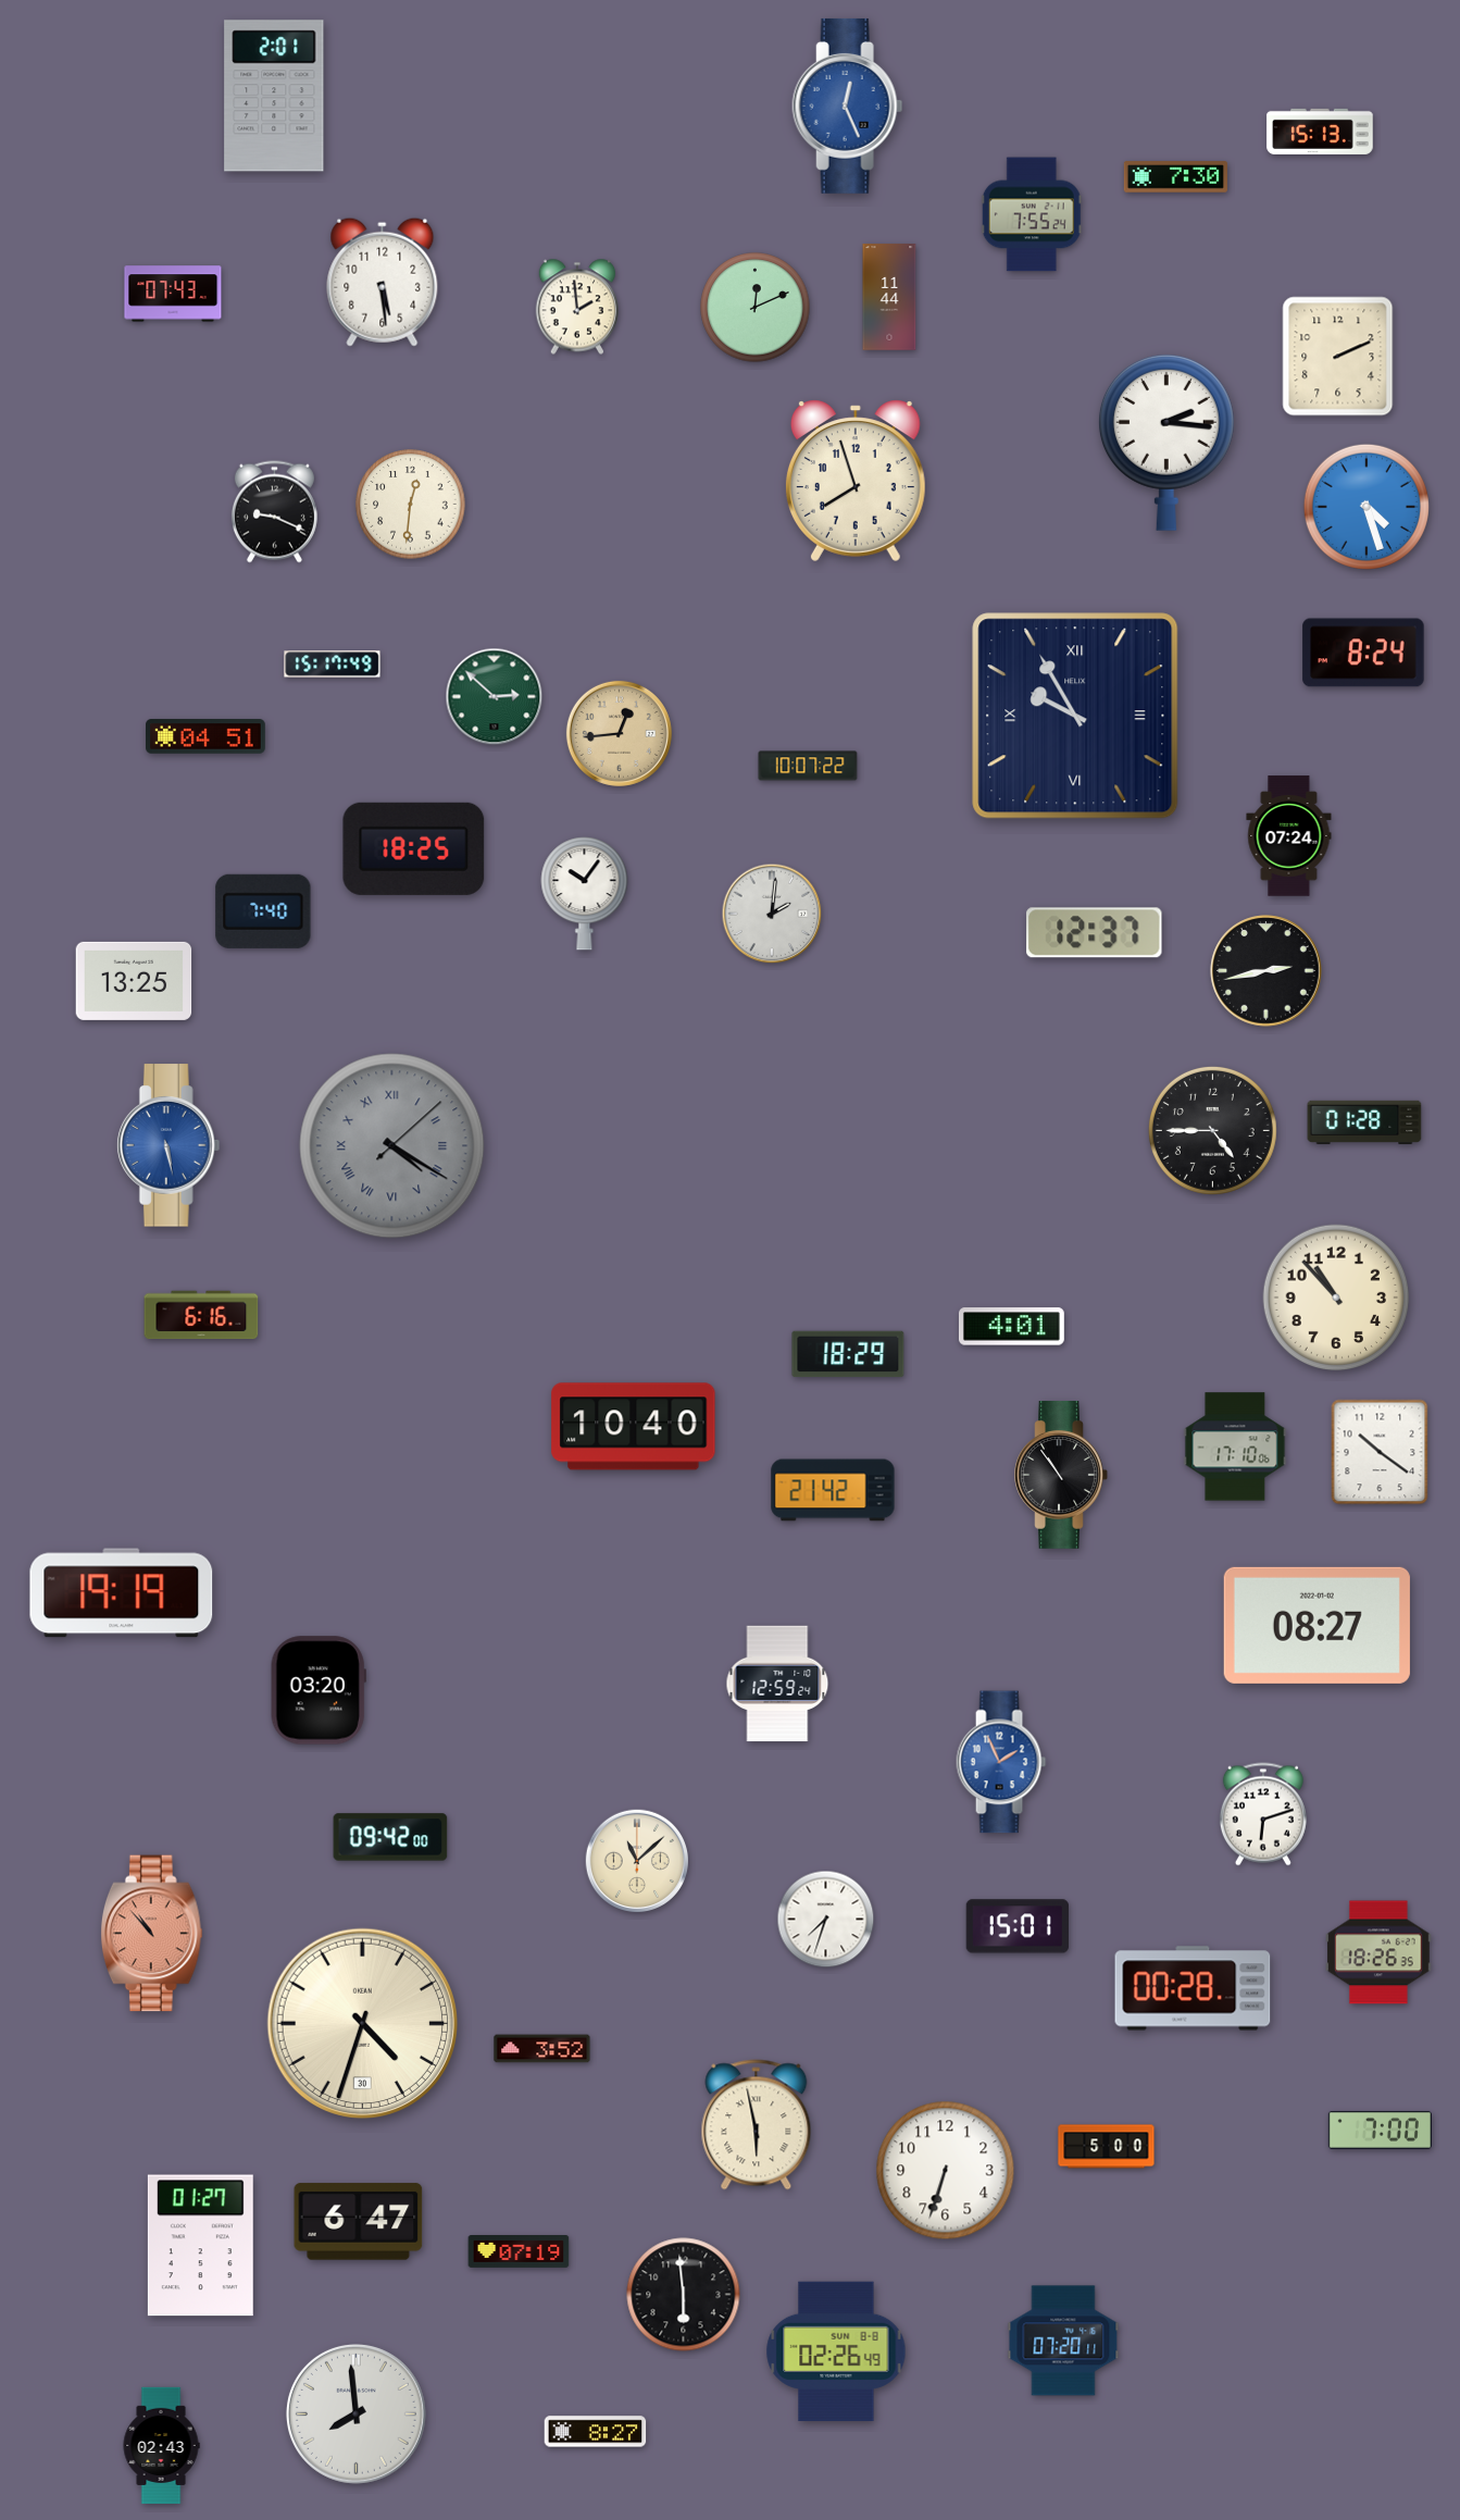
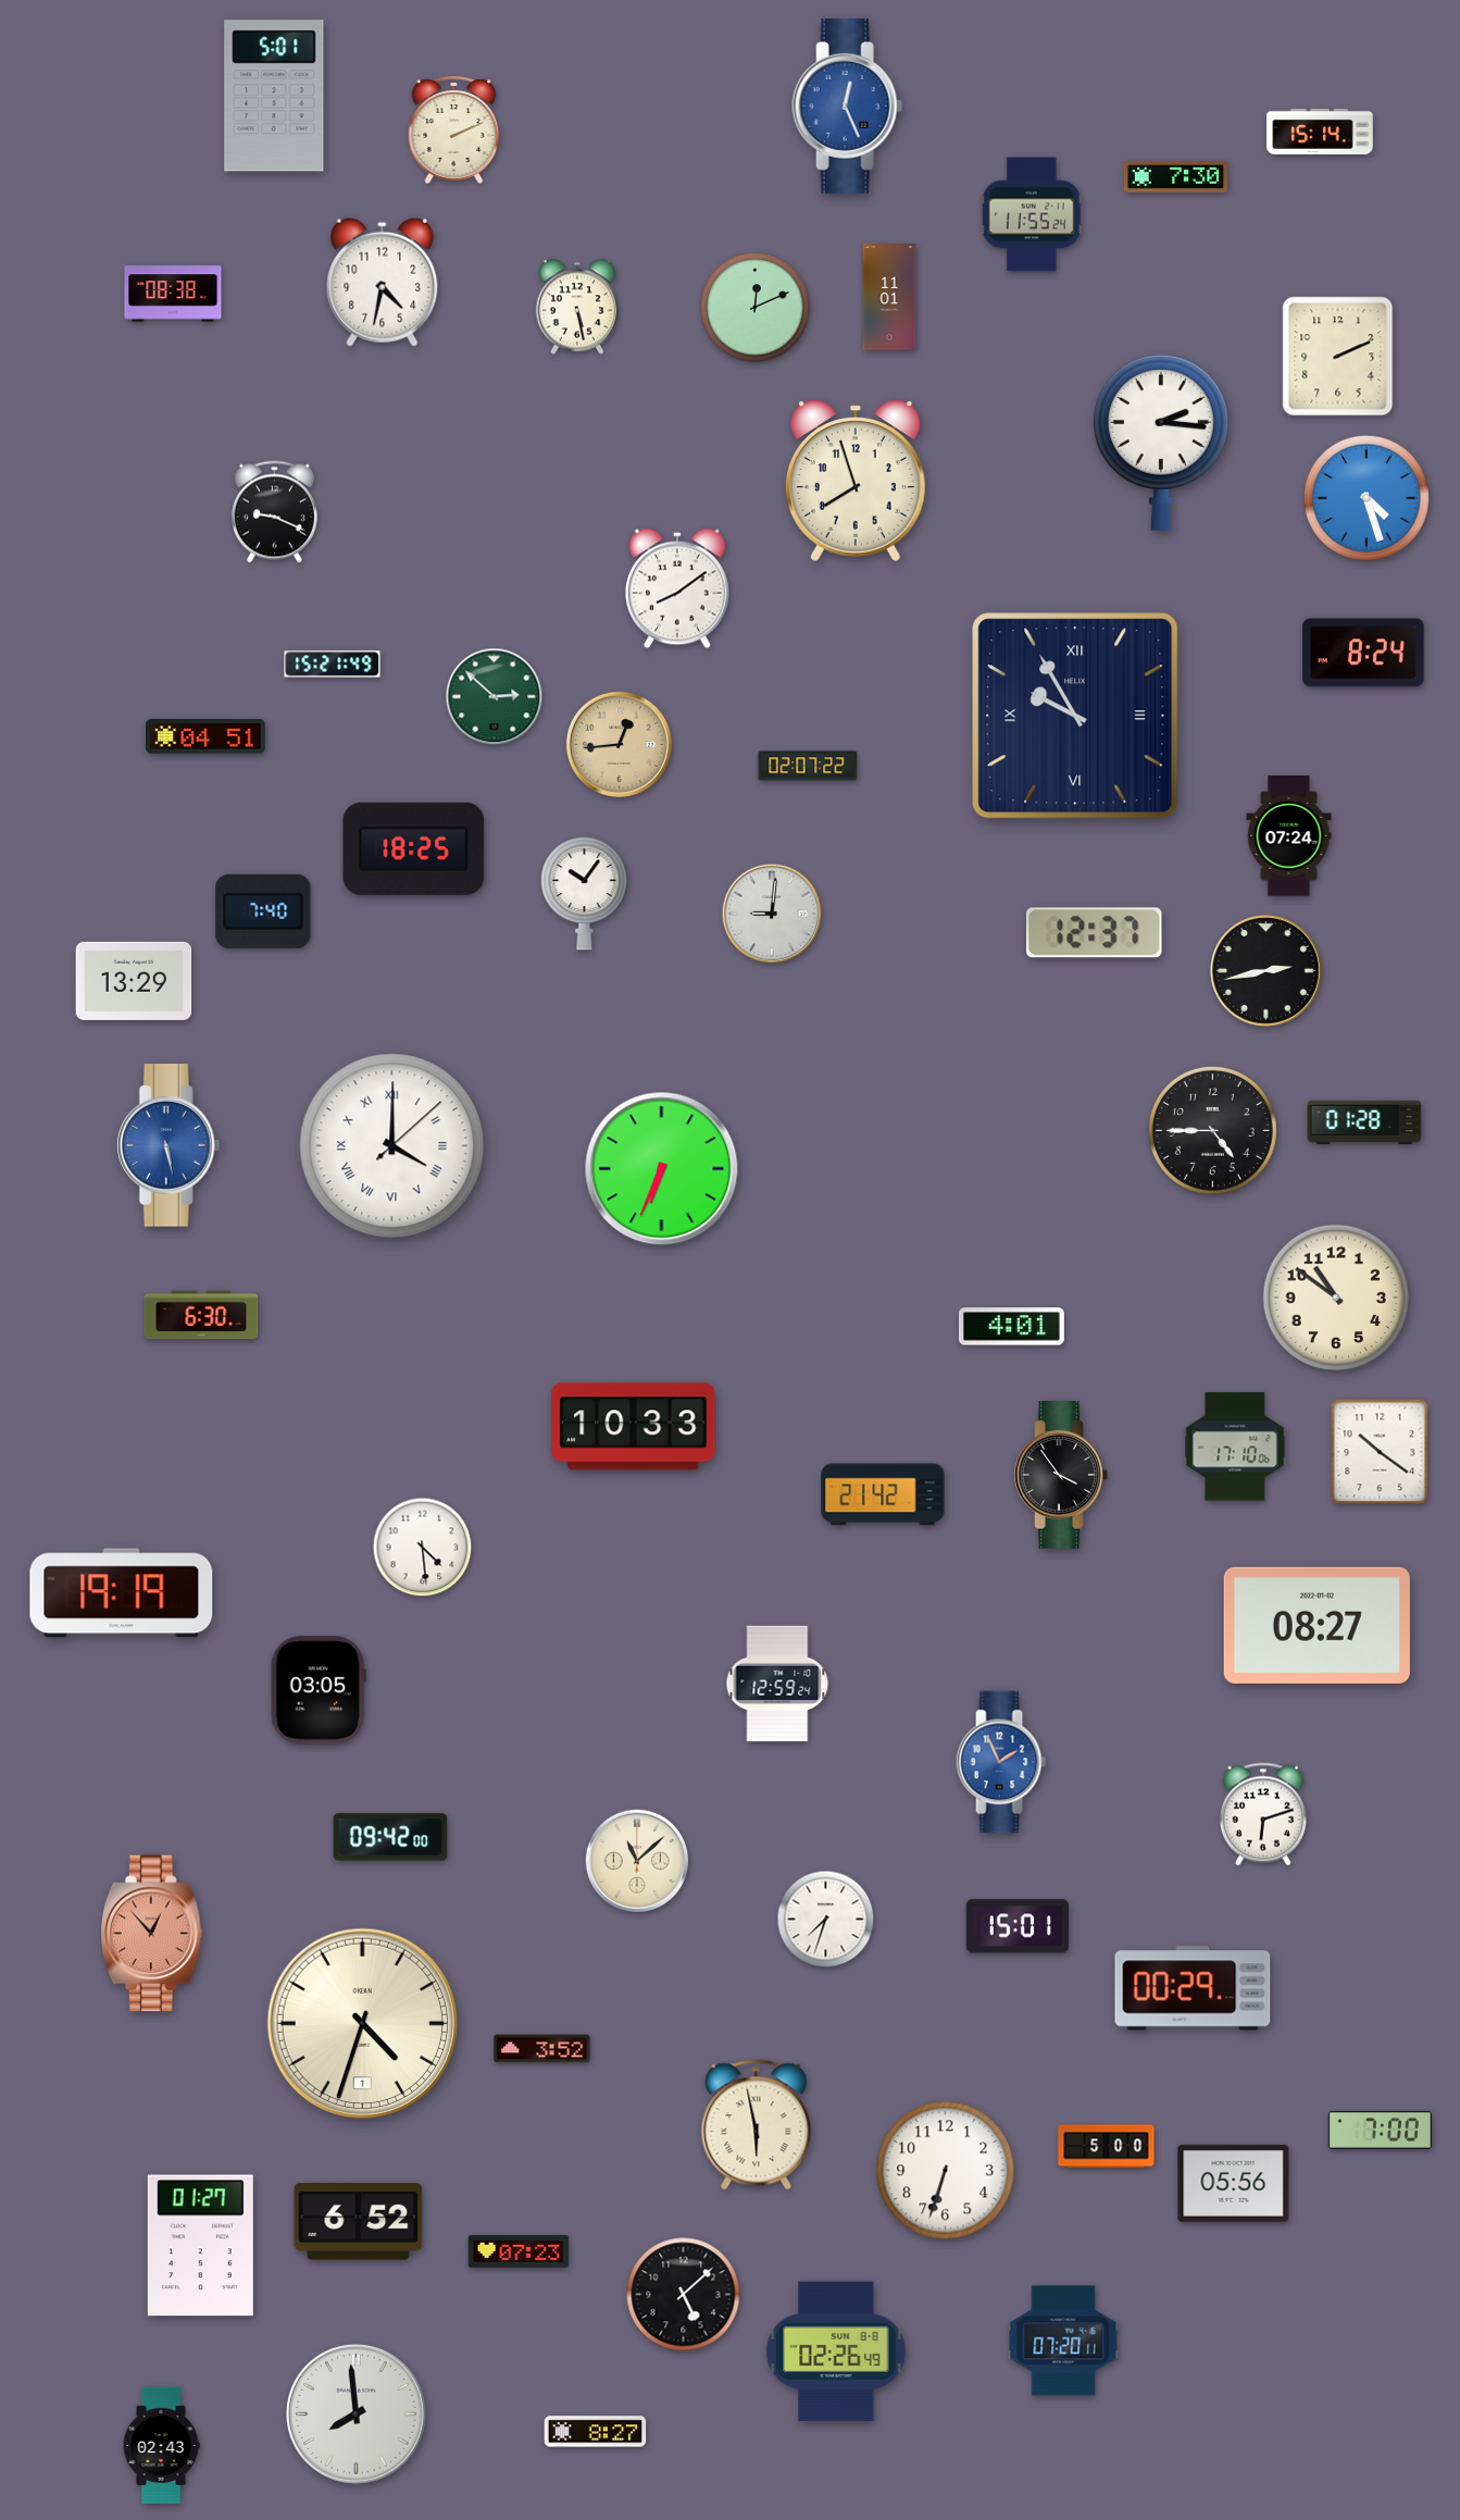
clock at (274, 96): 2:01 -> 5:01
clock at (454, 129): none -> 2:11
clock at (1320, 132): 15:13 -> 15:14
clock at (1032, 214): 7:55 -> 11:55
clock at (383, 282): 5:29 -> 4:32
clock at (173, 294): 07:43 -> 08:38
clock at (889, 297): 11:44 -> 11:01
clock at (576, 307): 1:59 -> 5:28
clock at (1166, 443) position: (1166, 443) -> (1161, 443)
clock at (411, 505): 12:31 -> none
clock at (1367, 507) position: (1367, 507) -> (1367, 498)
clock at (677, 588): none -> 8:09
clock at (333, 665): 15:17 -> 15:21
clock at (619, 733) position: (619, 733) -> (619, 744)
clock at (808, 766): 10:07 -> 02:07
clock at (772, 914): 2:01 -> 9:01
clock at (134, 981): 13:25 -> 13:29
clock at (392, 1146): 4:20 -> 4:00
clock at (392, 1146) dial: grey -> white
clock at (662, 1169): none -> 6:34
clock at (1336, 1298): 10:53 -> 10:51
clock at (201, 1315): 6:16 -> 6:30
clock at (848, 1354): 18:29 -> none
clock at (634, 1427): 10:40 -> 10:33
clock at (1061, 1476): 10:54 -> 3:54
clock at (833, 1490) position: (833, 1490) -> (883, 1494)
clock at (423, 1548): none -> 4:29
clock at (319, 1690): 03:20 -> 03:05
clock at (151, 1934): 10:53 -> 12:53
clock at (1378, 1952): 18:26 -> none
clock at (1193, 1988): 00:28 -> 00:29
clock at (363, 2024) date: 30 -> 1
clock at (1234, 2183): none -> 05:56
clock at (359, 2222): 6:47 -> 6:52
clock at (519, 2252): 07:19 -> 07:23
clock at (684, 2295): 5:59 -> 5:08
